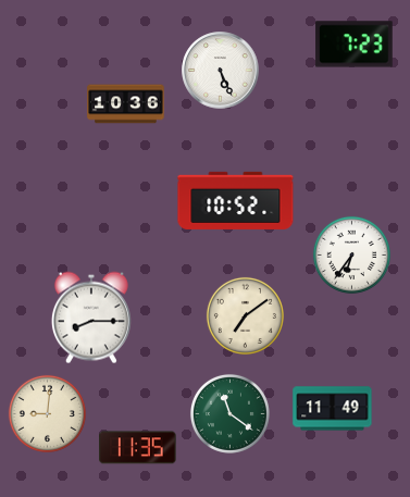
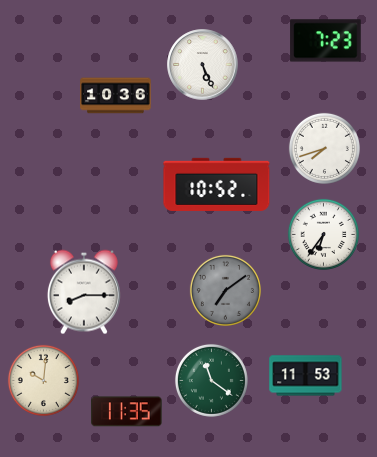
clock at (324, 148): none -> 7:42
clock at (245, 315) dial: cream -> grey
clock at (333, 409): 11:49 -> 11:53
clock at (47, 413): 9:01 -> 10:01
